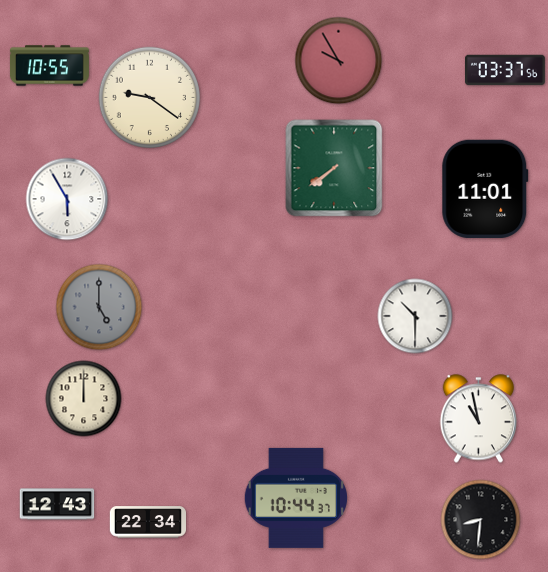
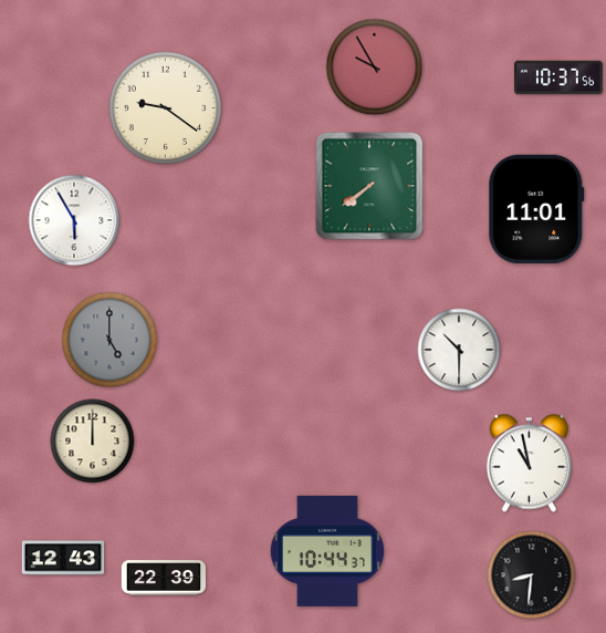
clock at (49, 66): 10:55 -> none
clock at (506, 70): 03:37 -> 10:37
clock at (147, 522): 22:34 -> 22:39
